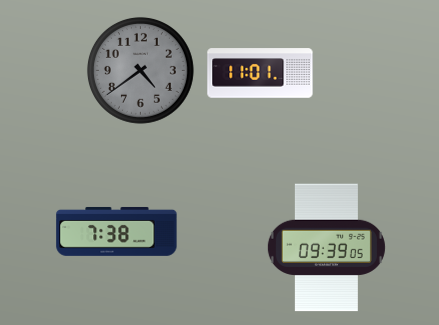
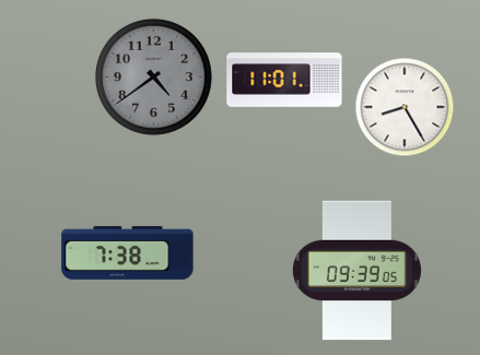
clock at (405, 107): none -> 8:25
